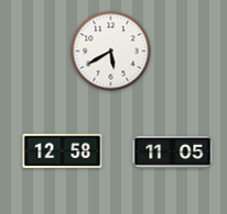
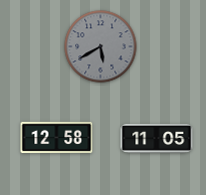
clock at (111, 52) dial: white -> grey
